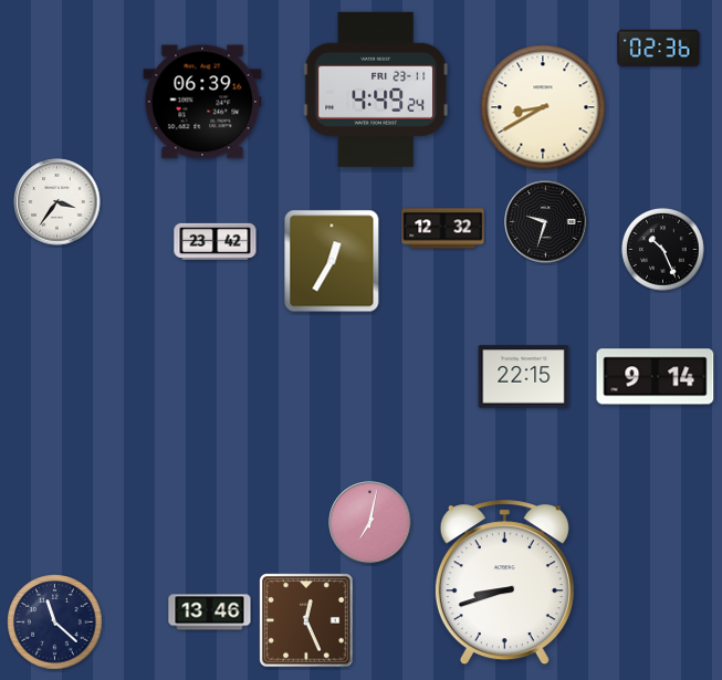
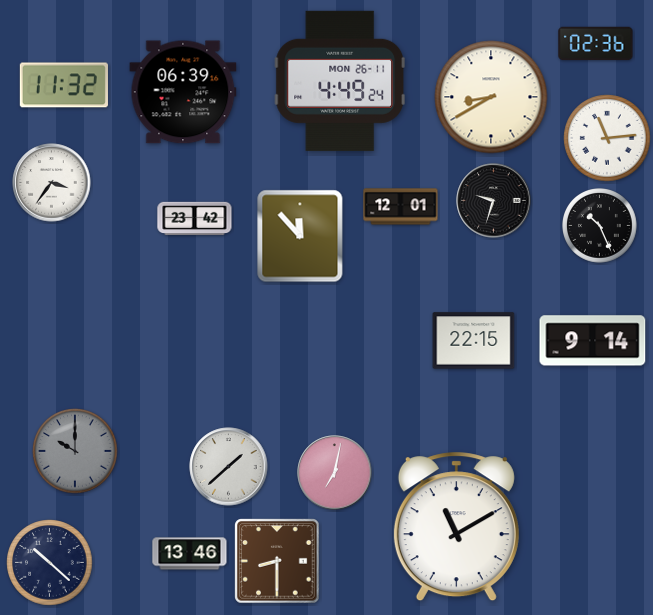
clock at (375, 90) date: FRI 23-11 -> MON 26-11
clock at (64, 85): none -> 11:32
clock at (607, 138): none -> 11:14
clock at (443, 229): 12:32 -> 12:01
clock at (332, 261): 12:35 -> 11:53
clock at (75, 451): none -> 10:00
clock at (229, 467): none -> 1:38
clock at (504, 583): 8:42 -> 11:10
clock at (306, 620): 12:26 -> 8:30
clock at (55, 623): 11:22 -> 10:22
